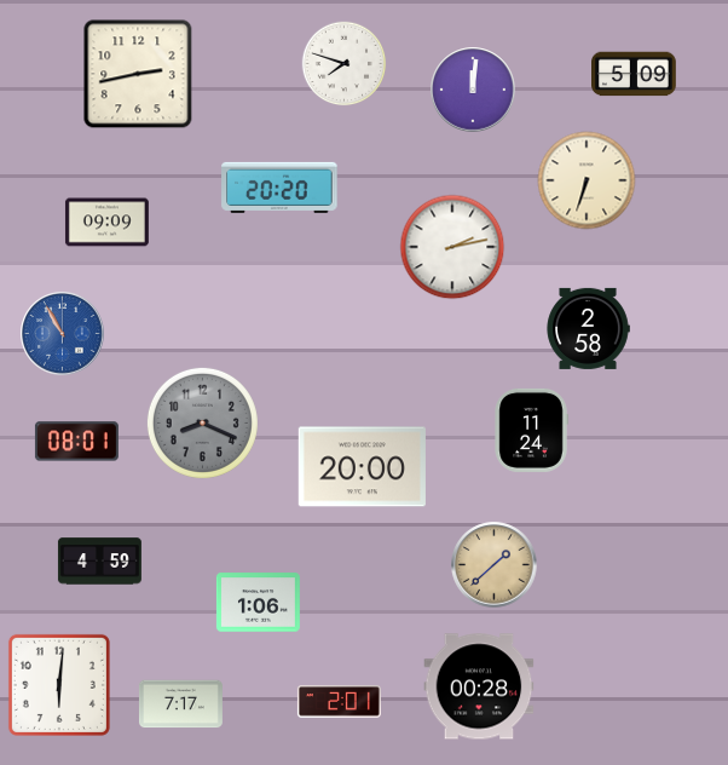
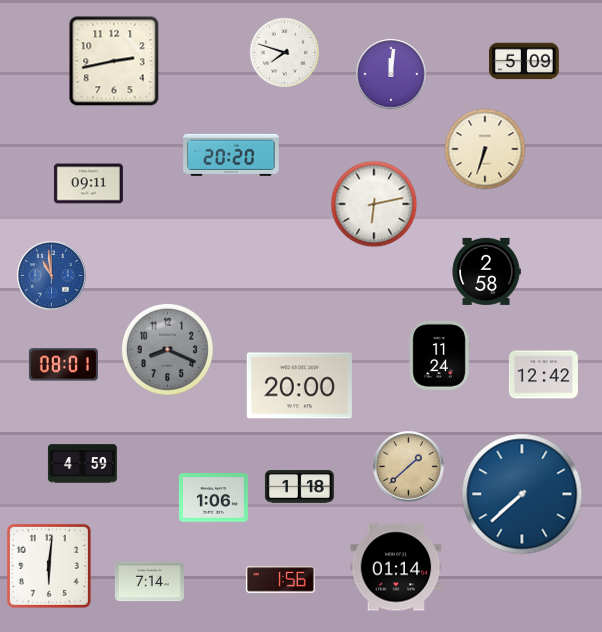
clock at (106, 223): 09:09 -> 09:11
clock at (452, 247): 2:13 -> 6:13
clock at (63, 334): 10:55 -> 10:59
clock at (543, 375): none -> 12:42
clock at (299, 487): none -> 1:18
clock at (522, 494): none -> 7:38
clock at (479, 686): 00:28 -> 01:14
clock at (339, 702): 2:01 -> 1:56
clock at (180, 704): 7:17 -> 7:14
